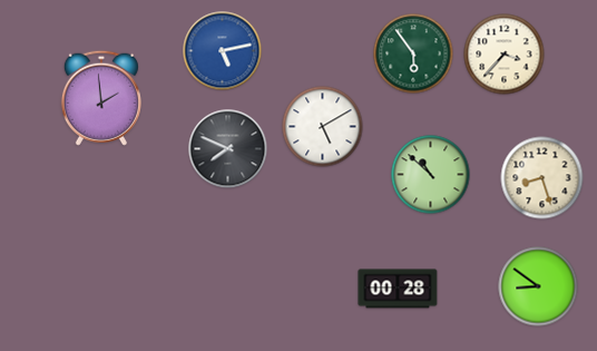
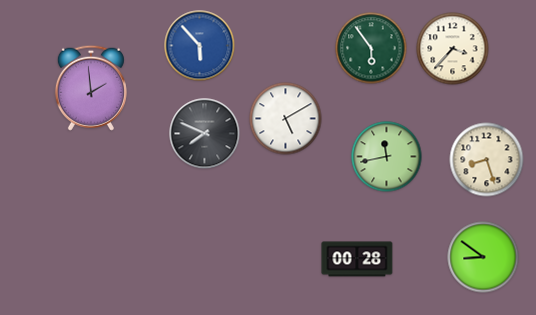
clock at (223, 51): 5:13 -> 5:53
clock at (323, 127) position: (323, 127) -> (286, 119)
clock at (431, 175): 10:52 -> 11:43
